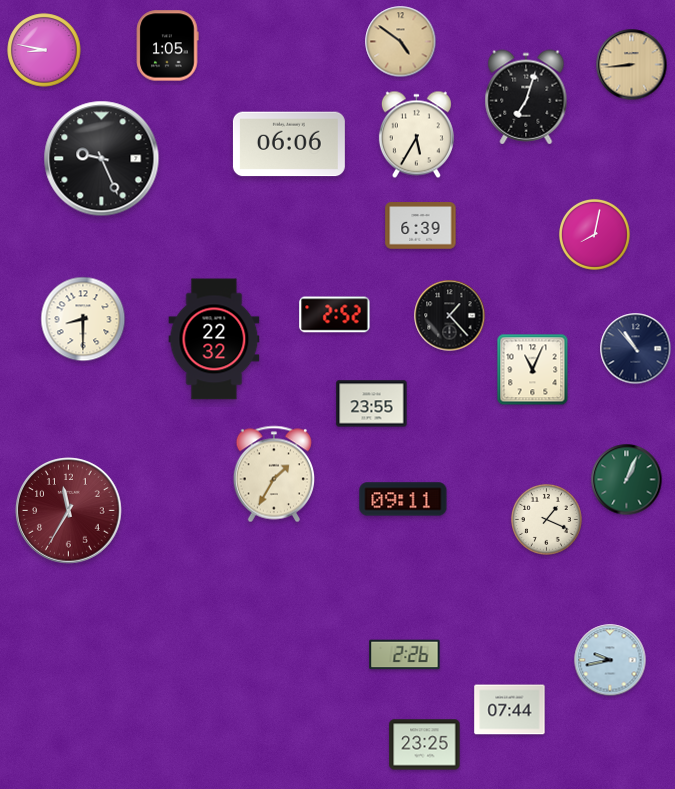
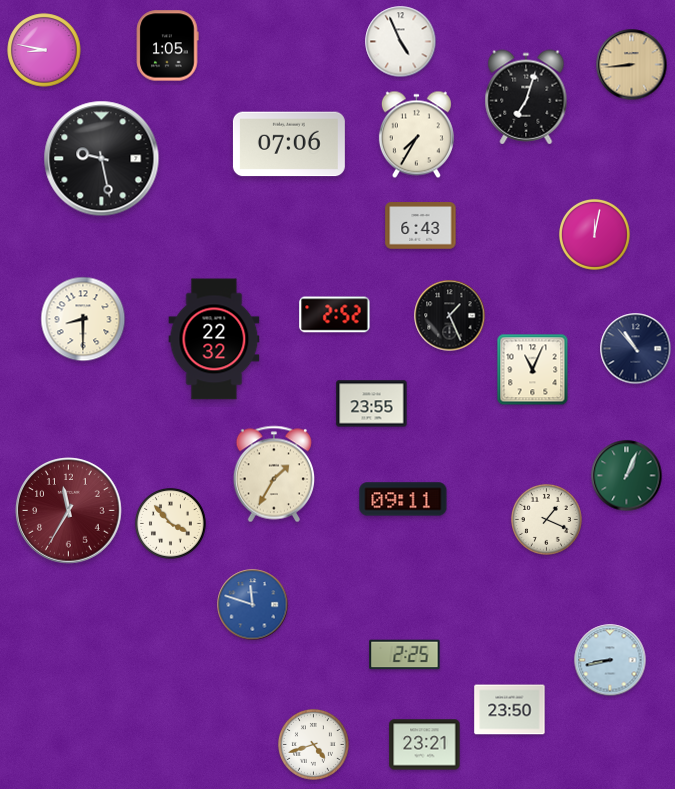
clock at (401, 42): 4:51 -> 4:56
clock at (401, 42) dial: champagne -> white
clock at (416, 135): 5:35 -> 7:35
clock at (289, 144): 06:06 -> 07:06
clock at (102, 159): 9:26 -> 9:28
clock at (421, 226): 6:39 -> 6:43
clock at (594, 234): 8:02 -> 12:02
clock at (450, 316): 1:23 -> 1:26
clock at (627, 480) position: (627, 480) -> (627, 476)
clock at (170, 523): none -> 3:53
clock at (253, 605): none -> 11:48
clock at (405, 655): 2:26 -> 2:25
clock at (610, 660): 9:43 -> 8:43
clock at (510, 710): 07:44 -> 23:50
clock at (313, 744): none -> 4:42
clock at (425, 745): 23:25 -> 23:21
